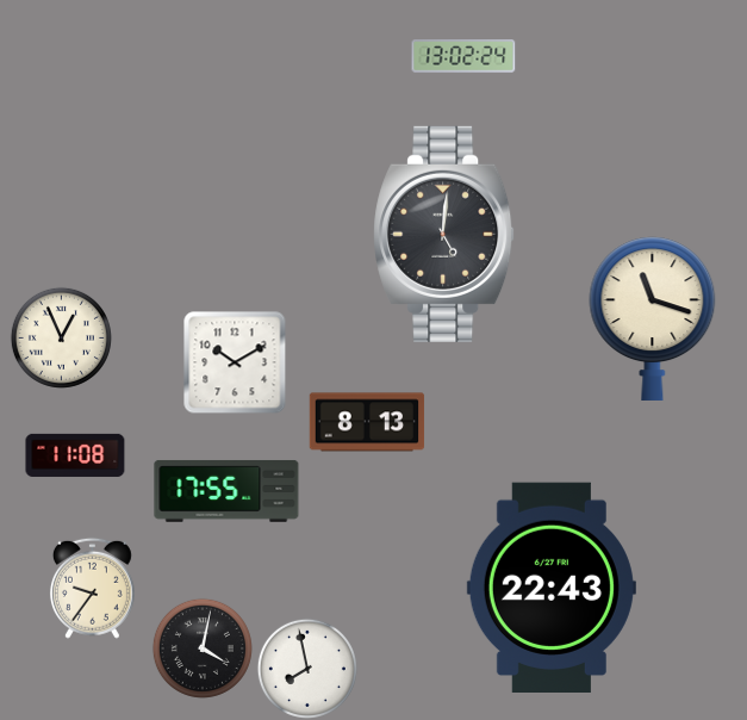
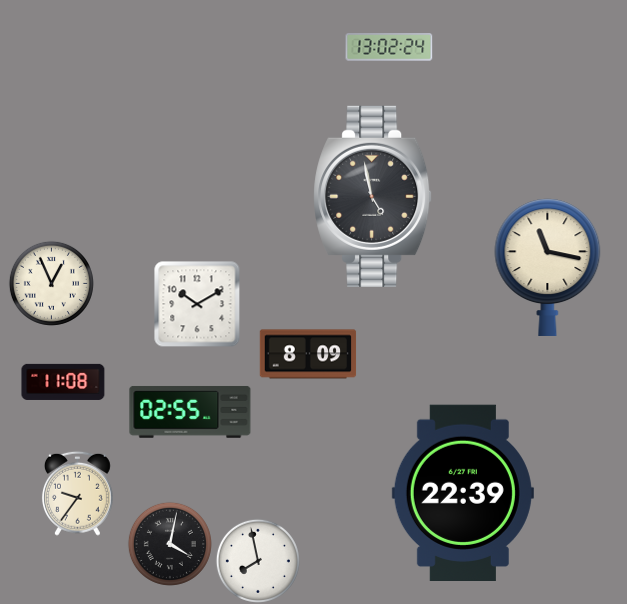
clock at (444, 234): 5:01 -> 4:58
clock at (653, 318): 11:18 -> 11:17
clock at (367, 422): 8:13 -> 8:09
clock at (226, 491): 17:55 -> 02:55
clock at (552, 586): 22:43 -> 22:39
